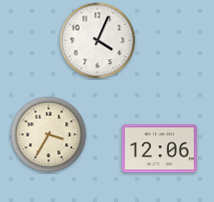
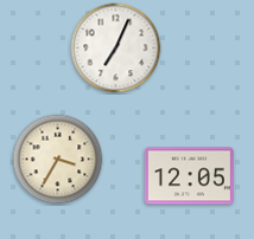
clock at (98, 41): 4:04 -> 7:04
clock at (159, 149): 12:06 -> 12:05
